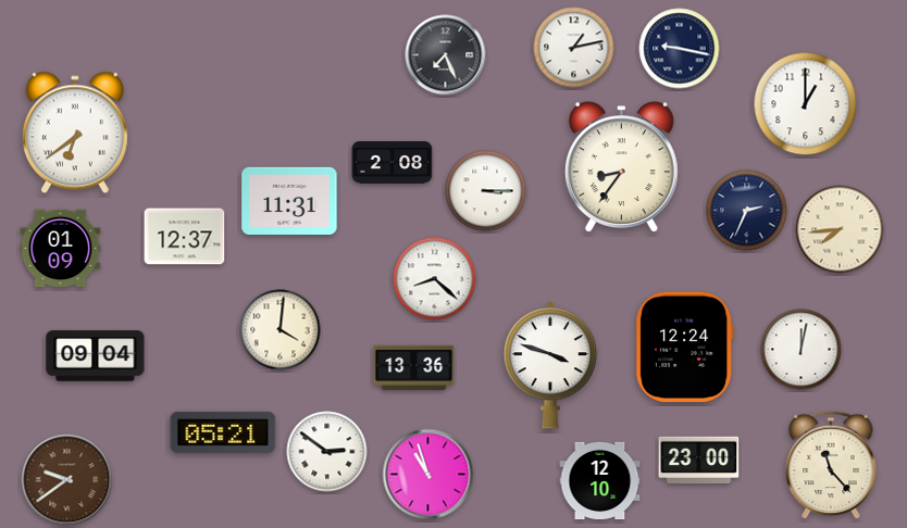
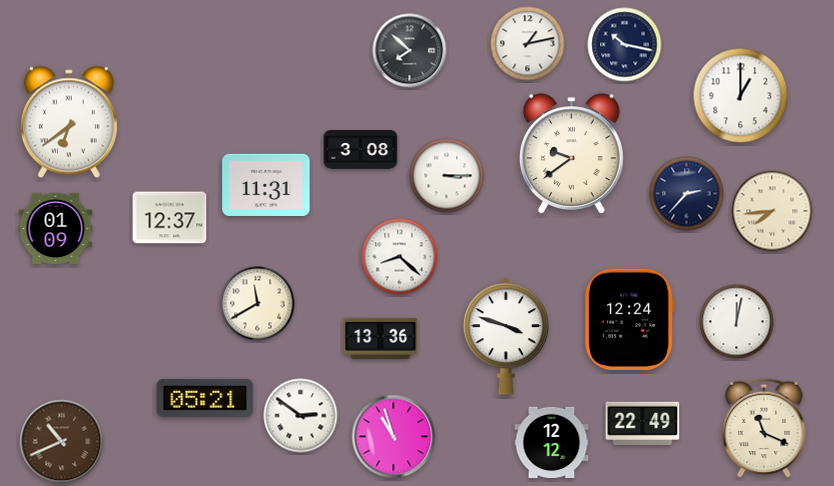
clock at (680, 49): 9:17 -> 10:17
clock at (446, 55): 7:26 -> 7:52
clock at (393, 163): 2:08 -> 3:08
clock at (621, 167): 8:36 -> 9:39
clock at (747, 211): 2:34 -> 2:37
clock at (281, 330): 4:01 -> 11:40
clock at (96, 356): 09:04 -> none
clock at (699, 461): 23:00 -> 22:49
clock at (831, 465): 11:23 -> 11:19
clock at (67, 480): 9:39 -> 10:41
clock at (600, 480): 12:10 -> 12:12
